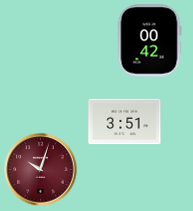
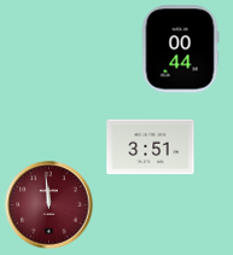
clock at (149, 41): 00:42 -> 00:44
clock at (41, 170): 10:03 -> 11:59
